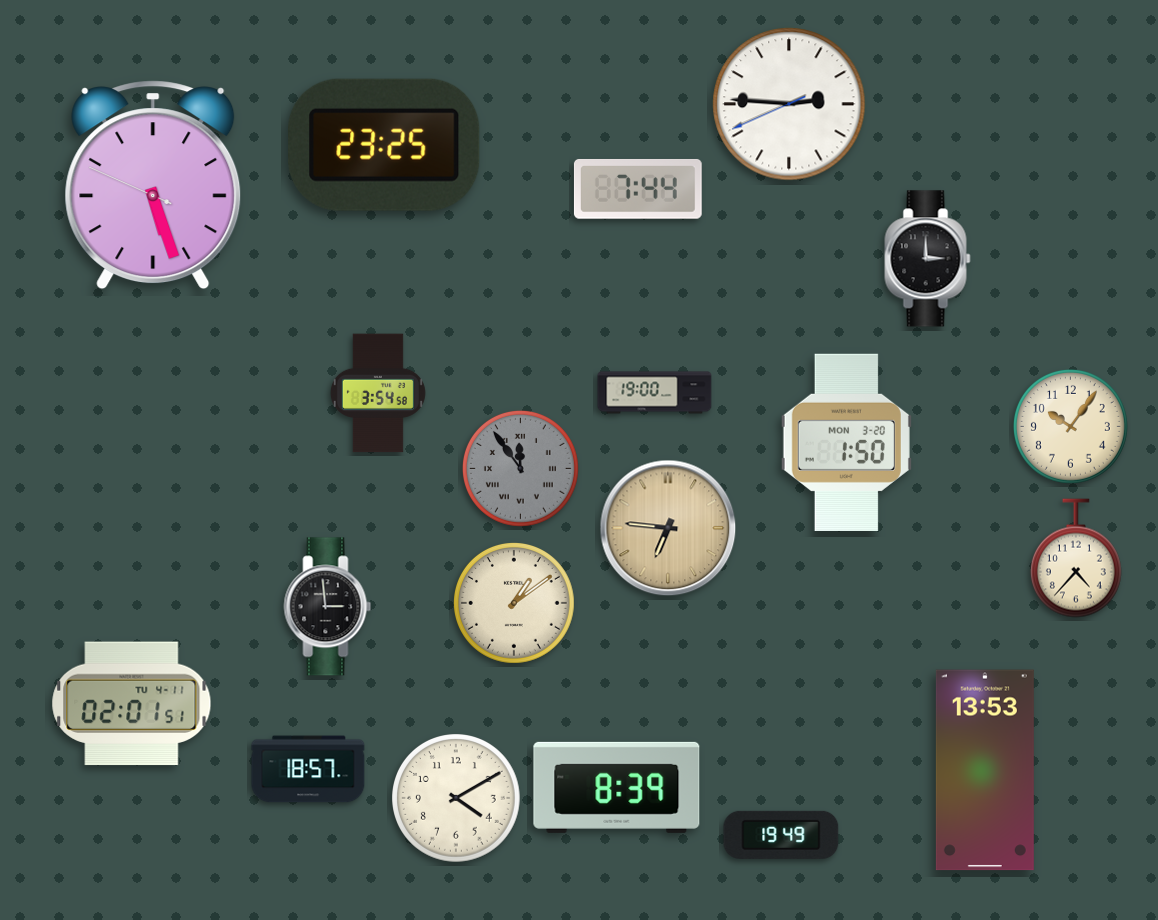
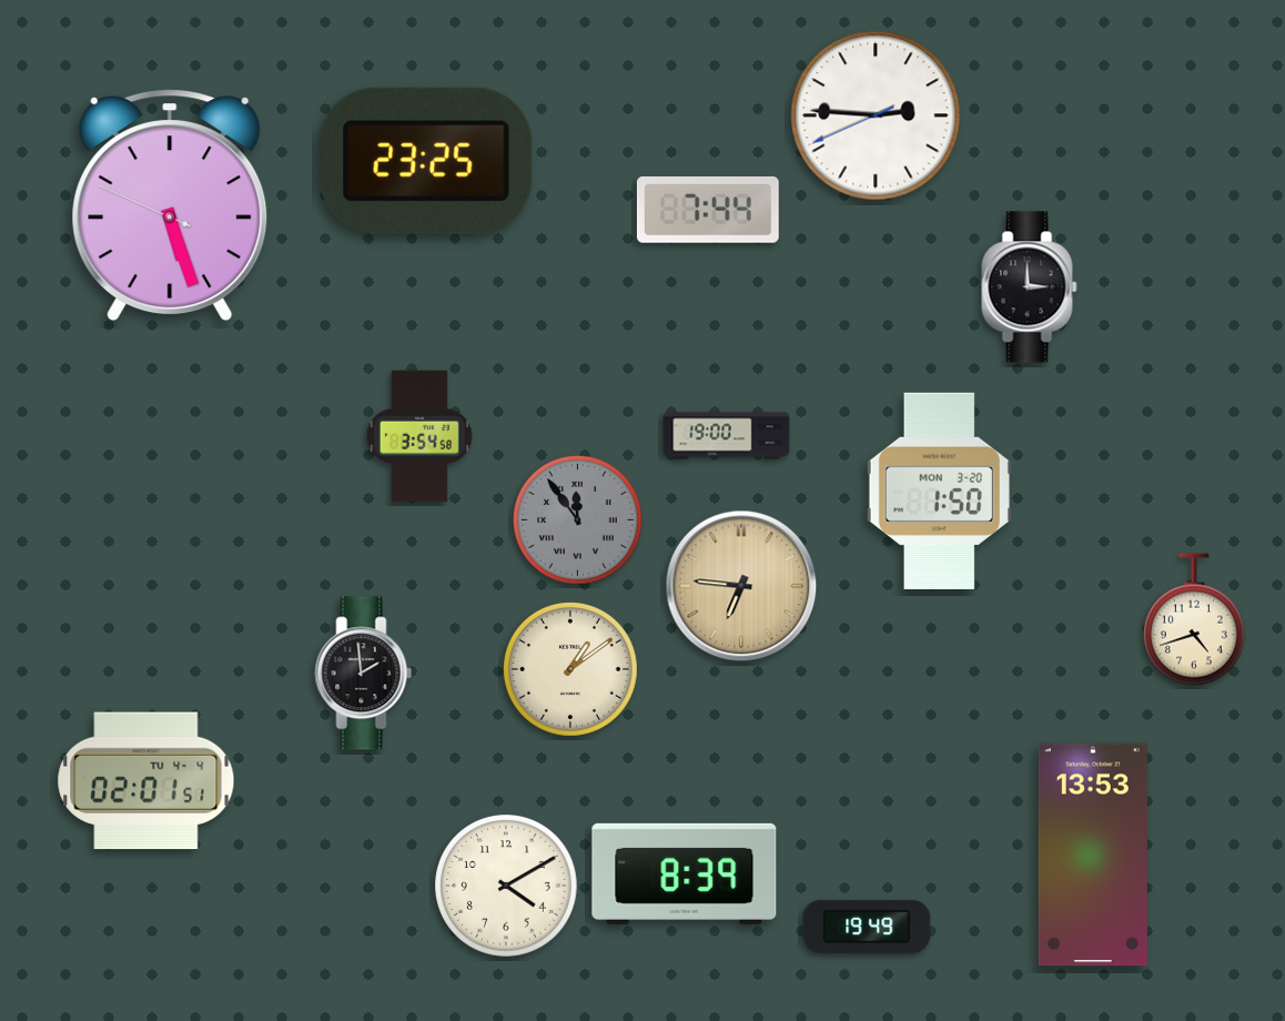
clock at (1070, 426): 10:06 -> none
clock at (1076, 558): 4:37 -> 4:42
clock at (328, 607): 2:59 -> 1:59
clock at (132, 704) date: TU 4-11 -> TU 4-4
clock at (308, 769): 18:57 -> none
